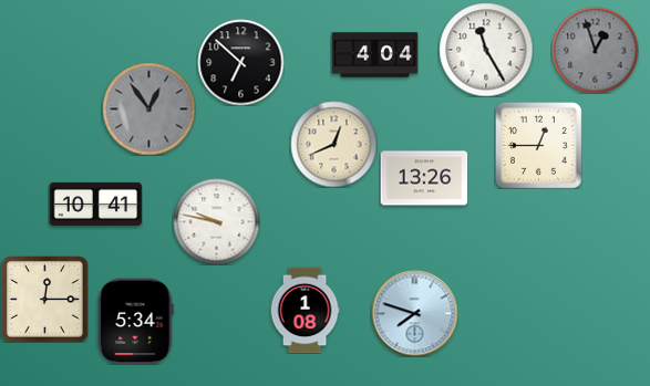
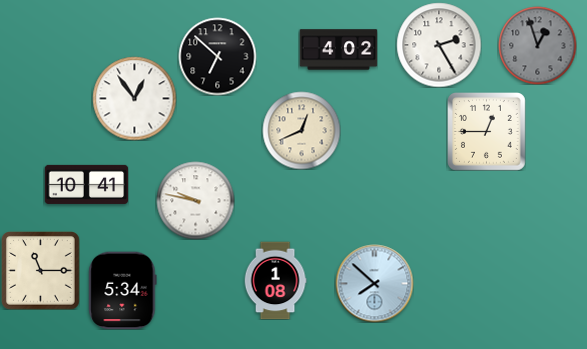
clock at (486, 50): 11:25 -> 2:25
clock at (374, 55): 4:04 -> 4:02
clock at (148, 108) dial: grey -> white
clock at (424, 178): 13:26 -> none
clock at (45, 300): 12:15 -> 11:15
clock at (414, 313): 7:48 -> 7:52
